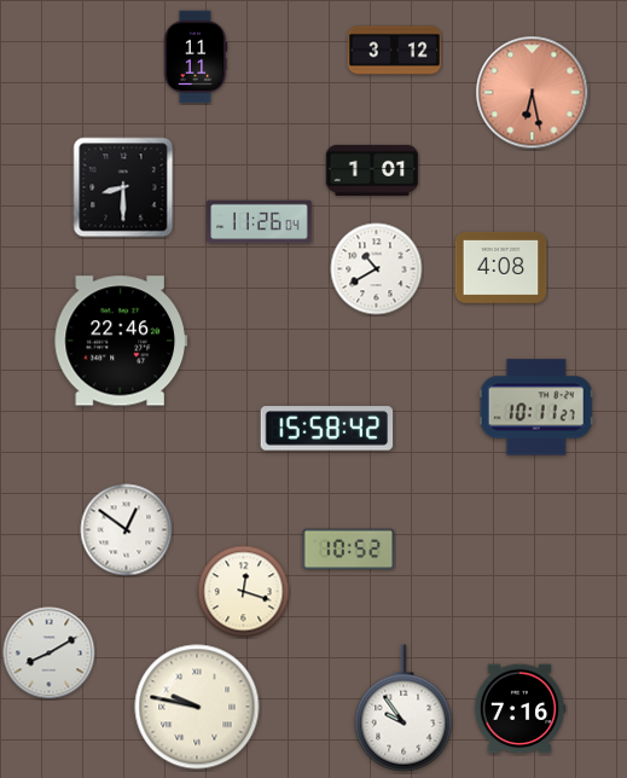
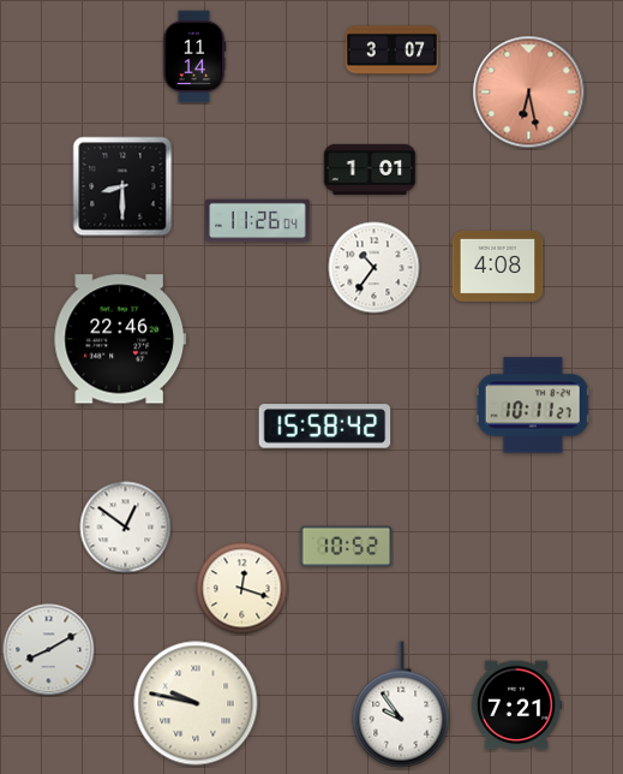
clock at (395, 51): 3:12 -> 3:07
clock at (196, 57): 11:11 -> 11:14
clock at (377, 269): 10:40 -> 10:36
clock at (519, 709): 7:16 -> 7:21
